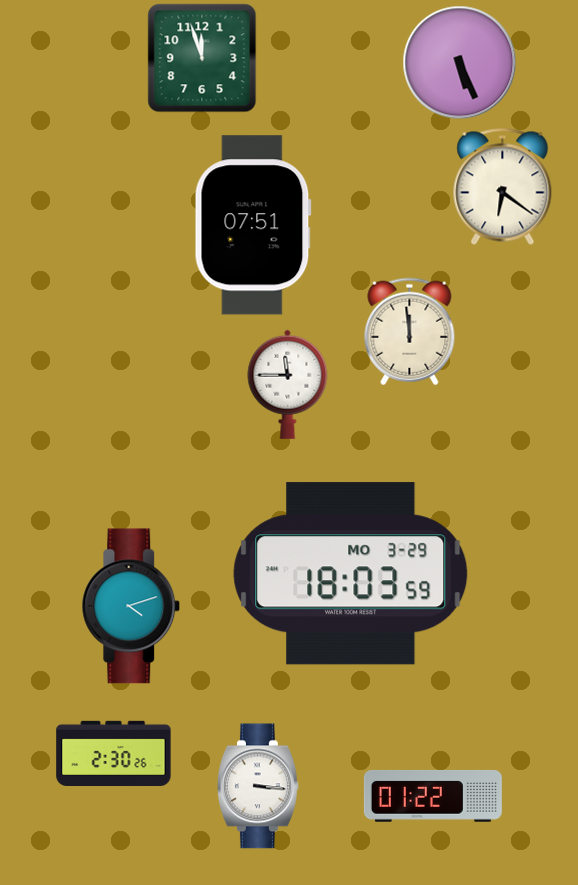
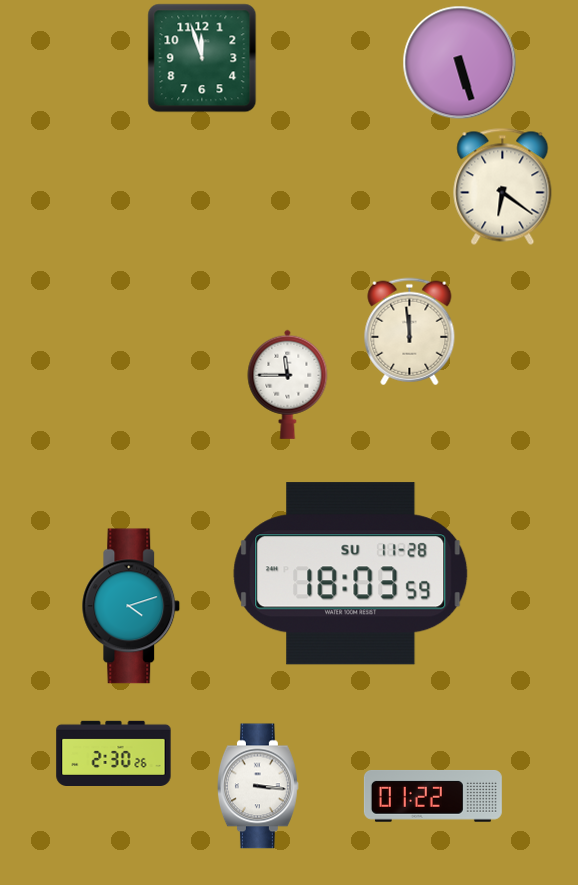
clock at (460, 63): 5:26 -> 5:27
clock at (253, 225): 07:51 -> none
clock at (351, 574) date: MO 3-29 -> SU 11-28
